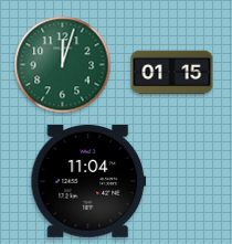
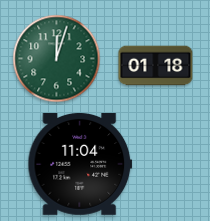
clock at (172, 73): 01:15 -> 01:18
